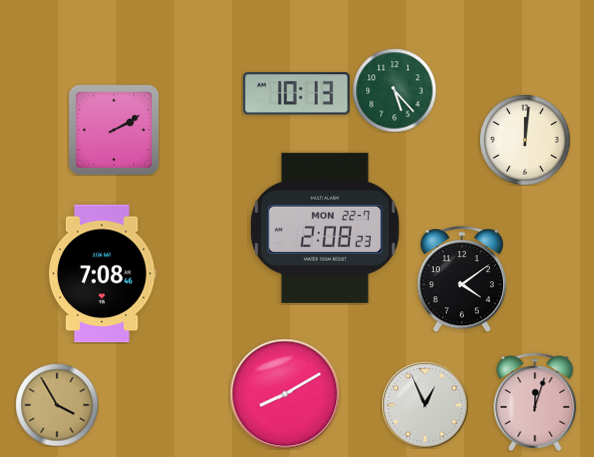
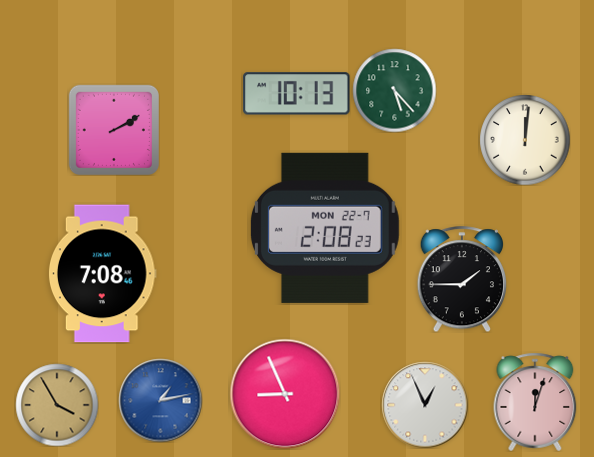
clock at (462, 279): 4:09 -> 1:45
clock at (285, 394): 8:10 -> 8:56
clock at (160, 400): none -> 1:13
